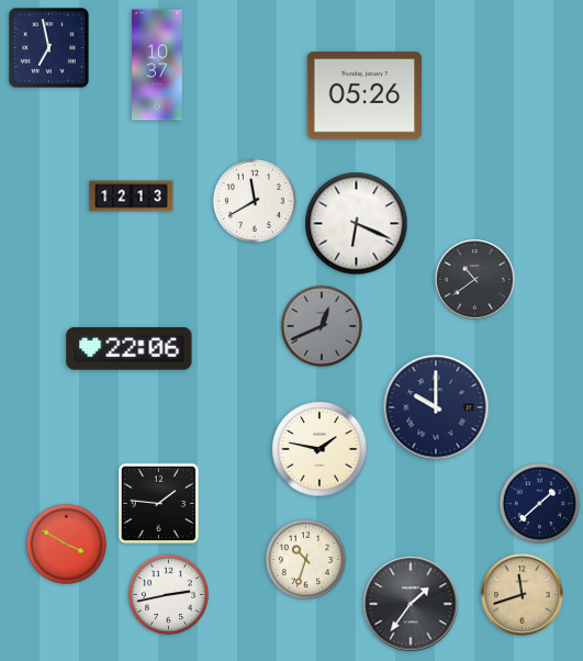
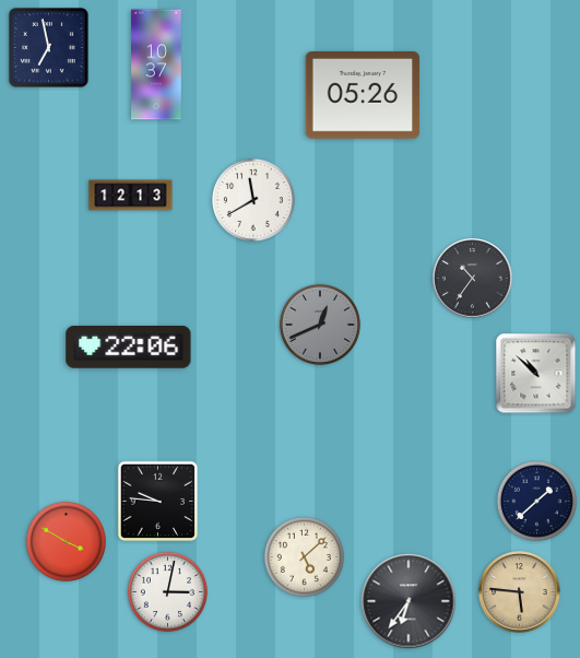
clock at (357, 224): 6:19 -> none
clock at (475, 280): 10:39 -> 10:36
clock at (536, 374): none -> 10:52
clock at (436, 407): 10:00 -> none
clock at (319, 449): 1:47 -> none
clock at (158, 503): 1:46 -> 9:46
clock at (305, 559): 10:33 -> 5:08
clock at (168, 594): 2:43 -> 3:02
clock at (523, 595): 11:42 -> 5:46
clock at (411, 604): 1:36 -> 6:36
